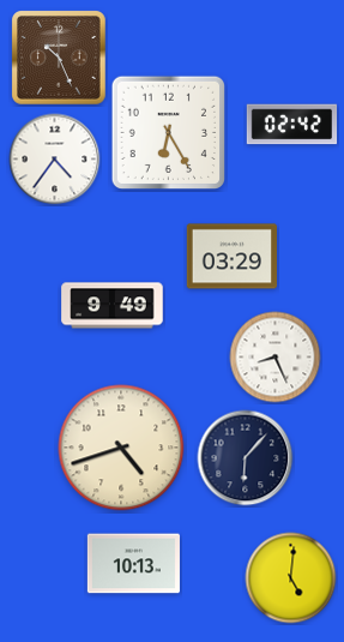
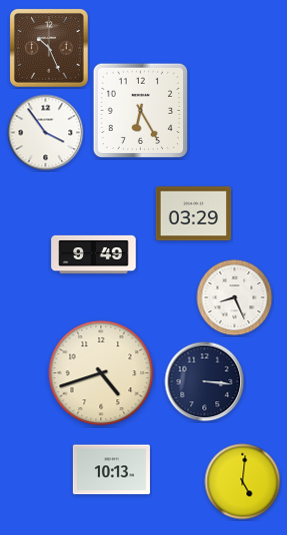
clock at (292, 125): 02:42 -> none
clock at (55, 160): 4:36 -> 3:54
clock at (276, 358) position: (276, 358) -> (235, 298)
clock at (246, 458): 6:07 -> 3:16
